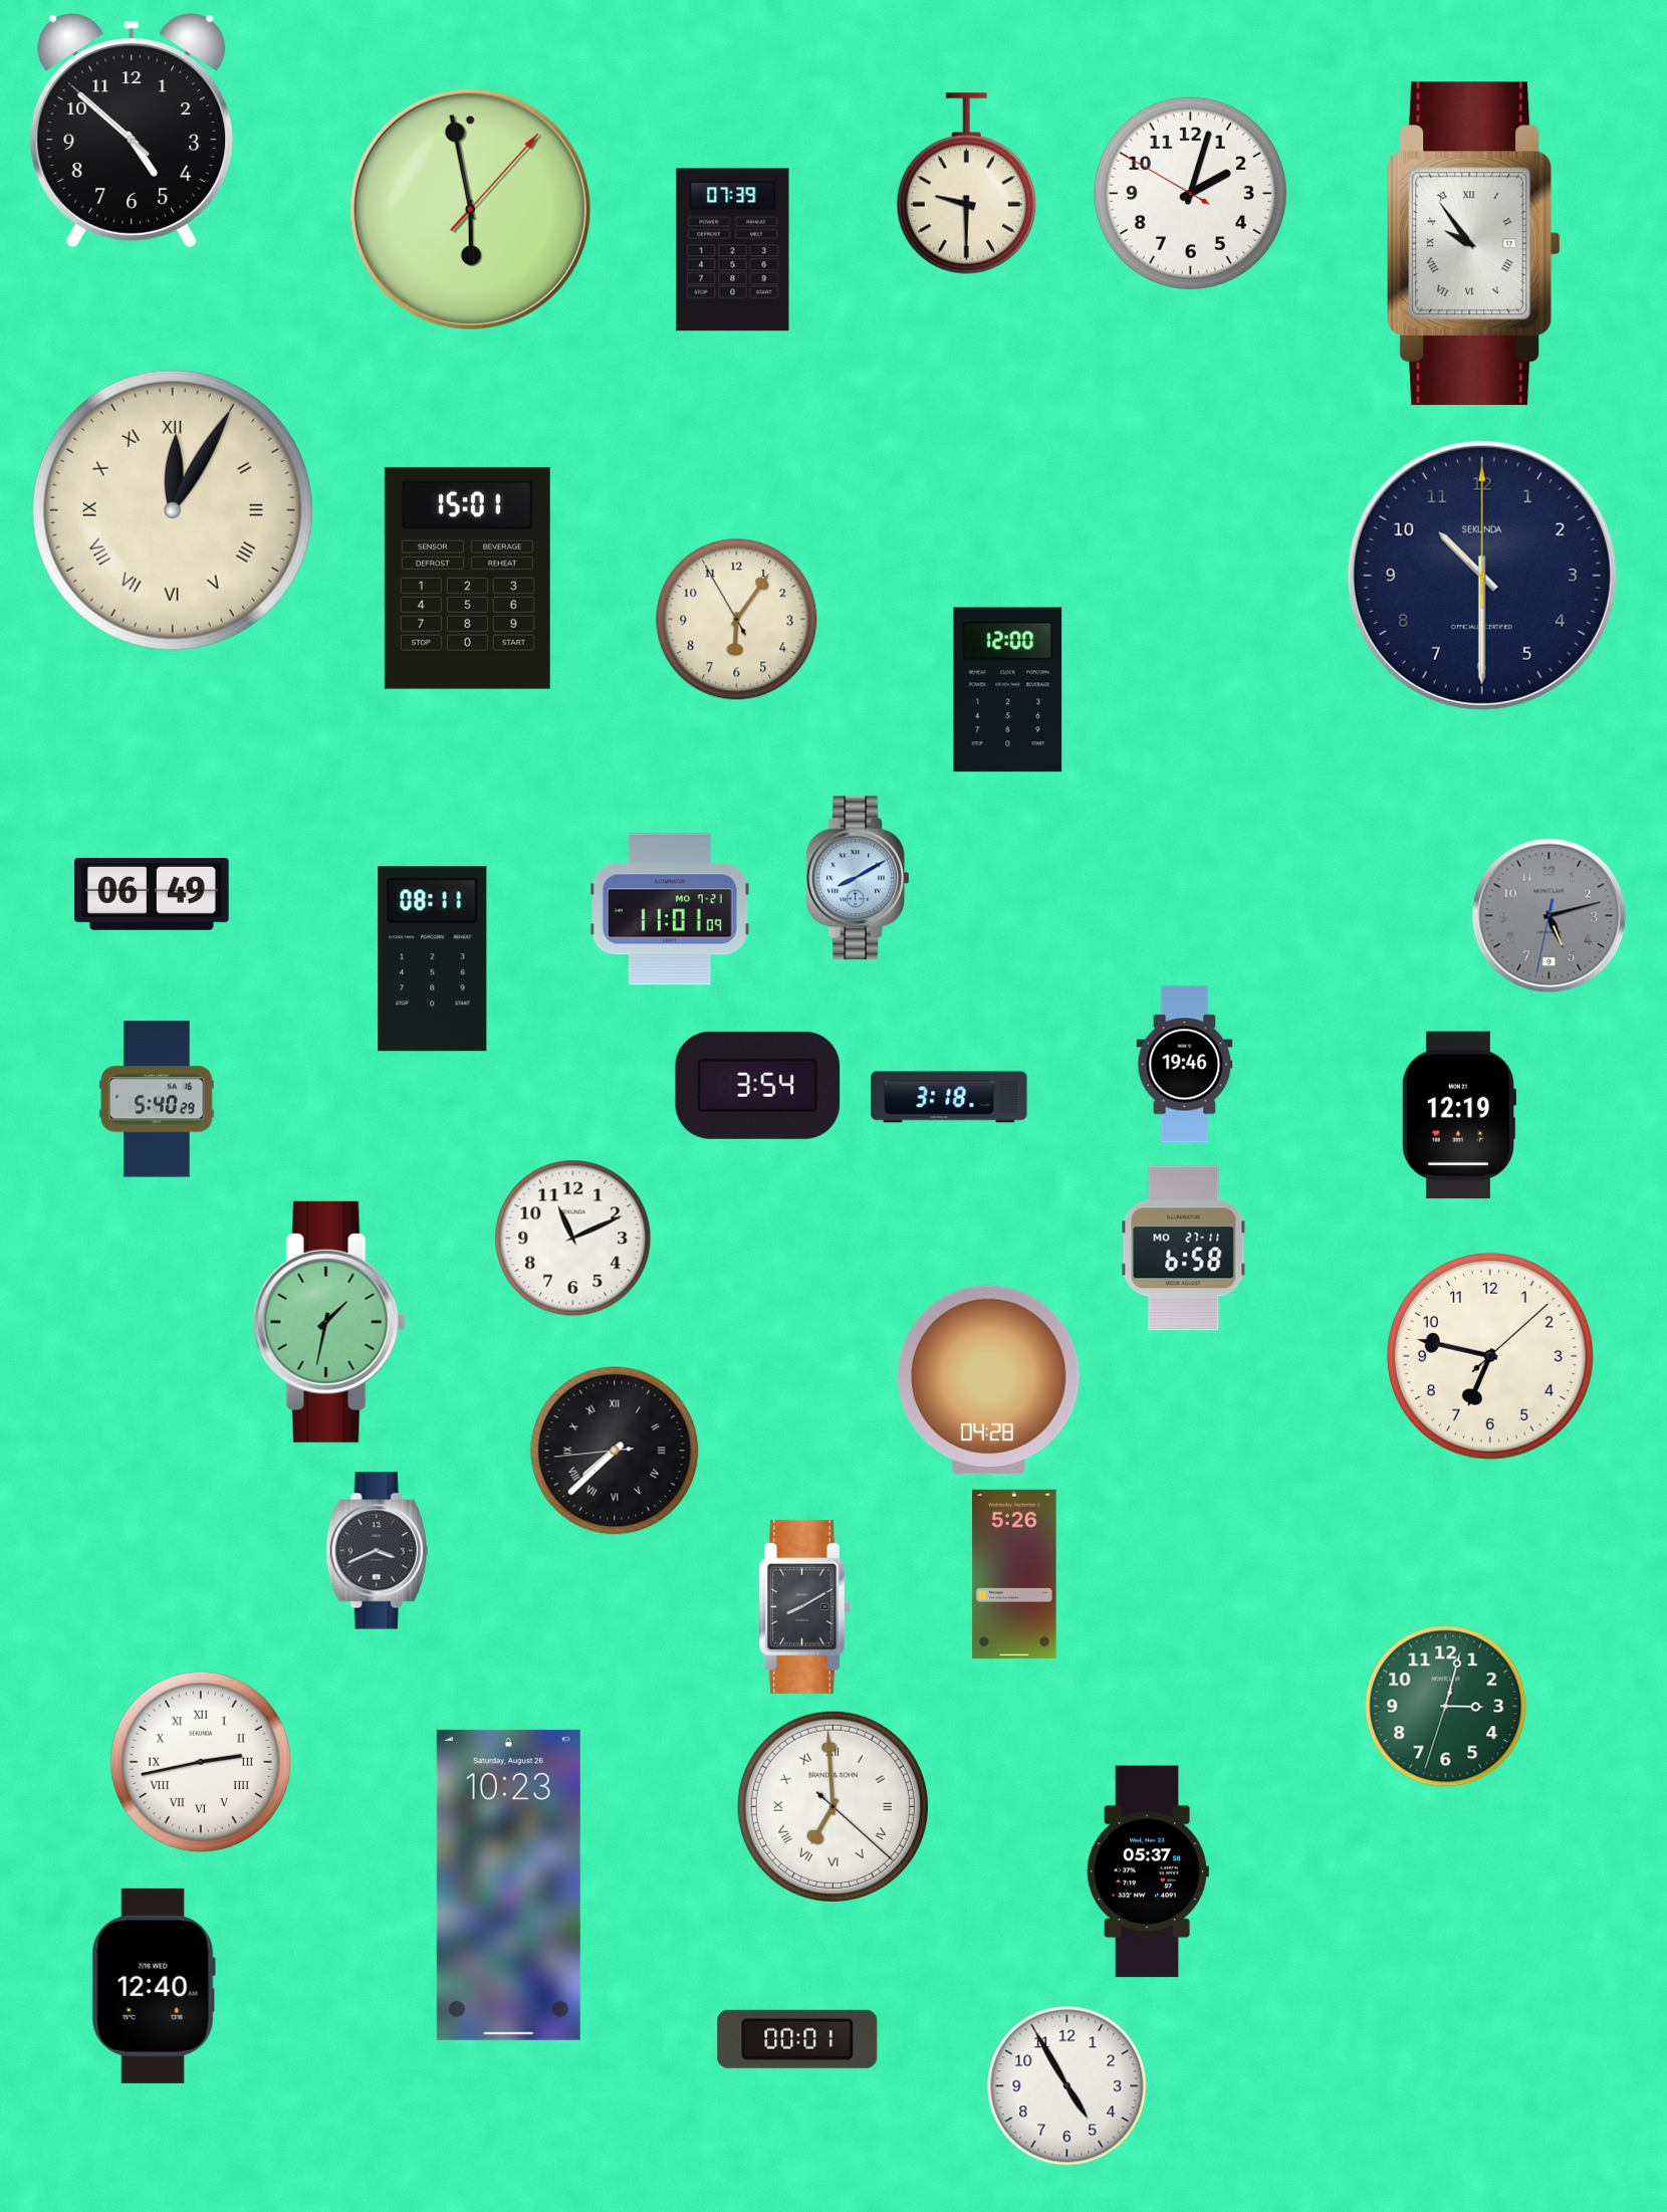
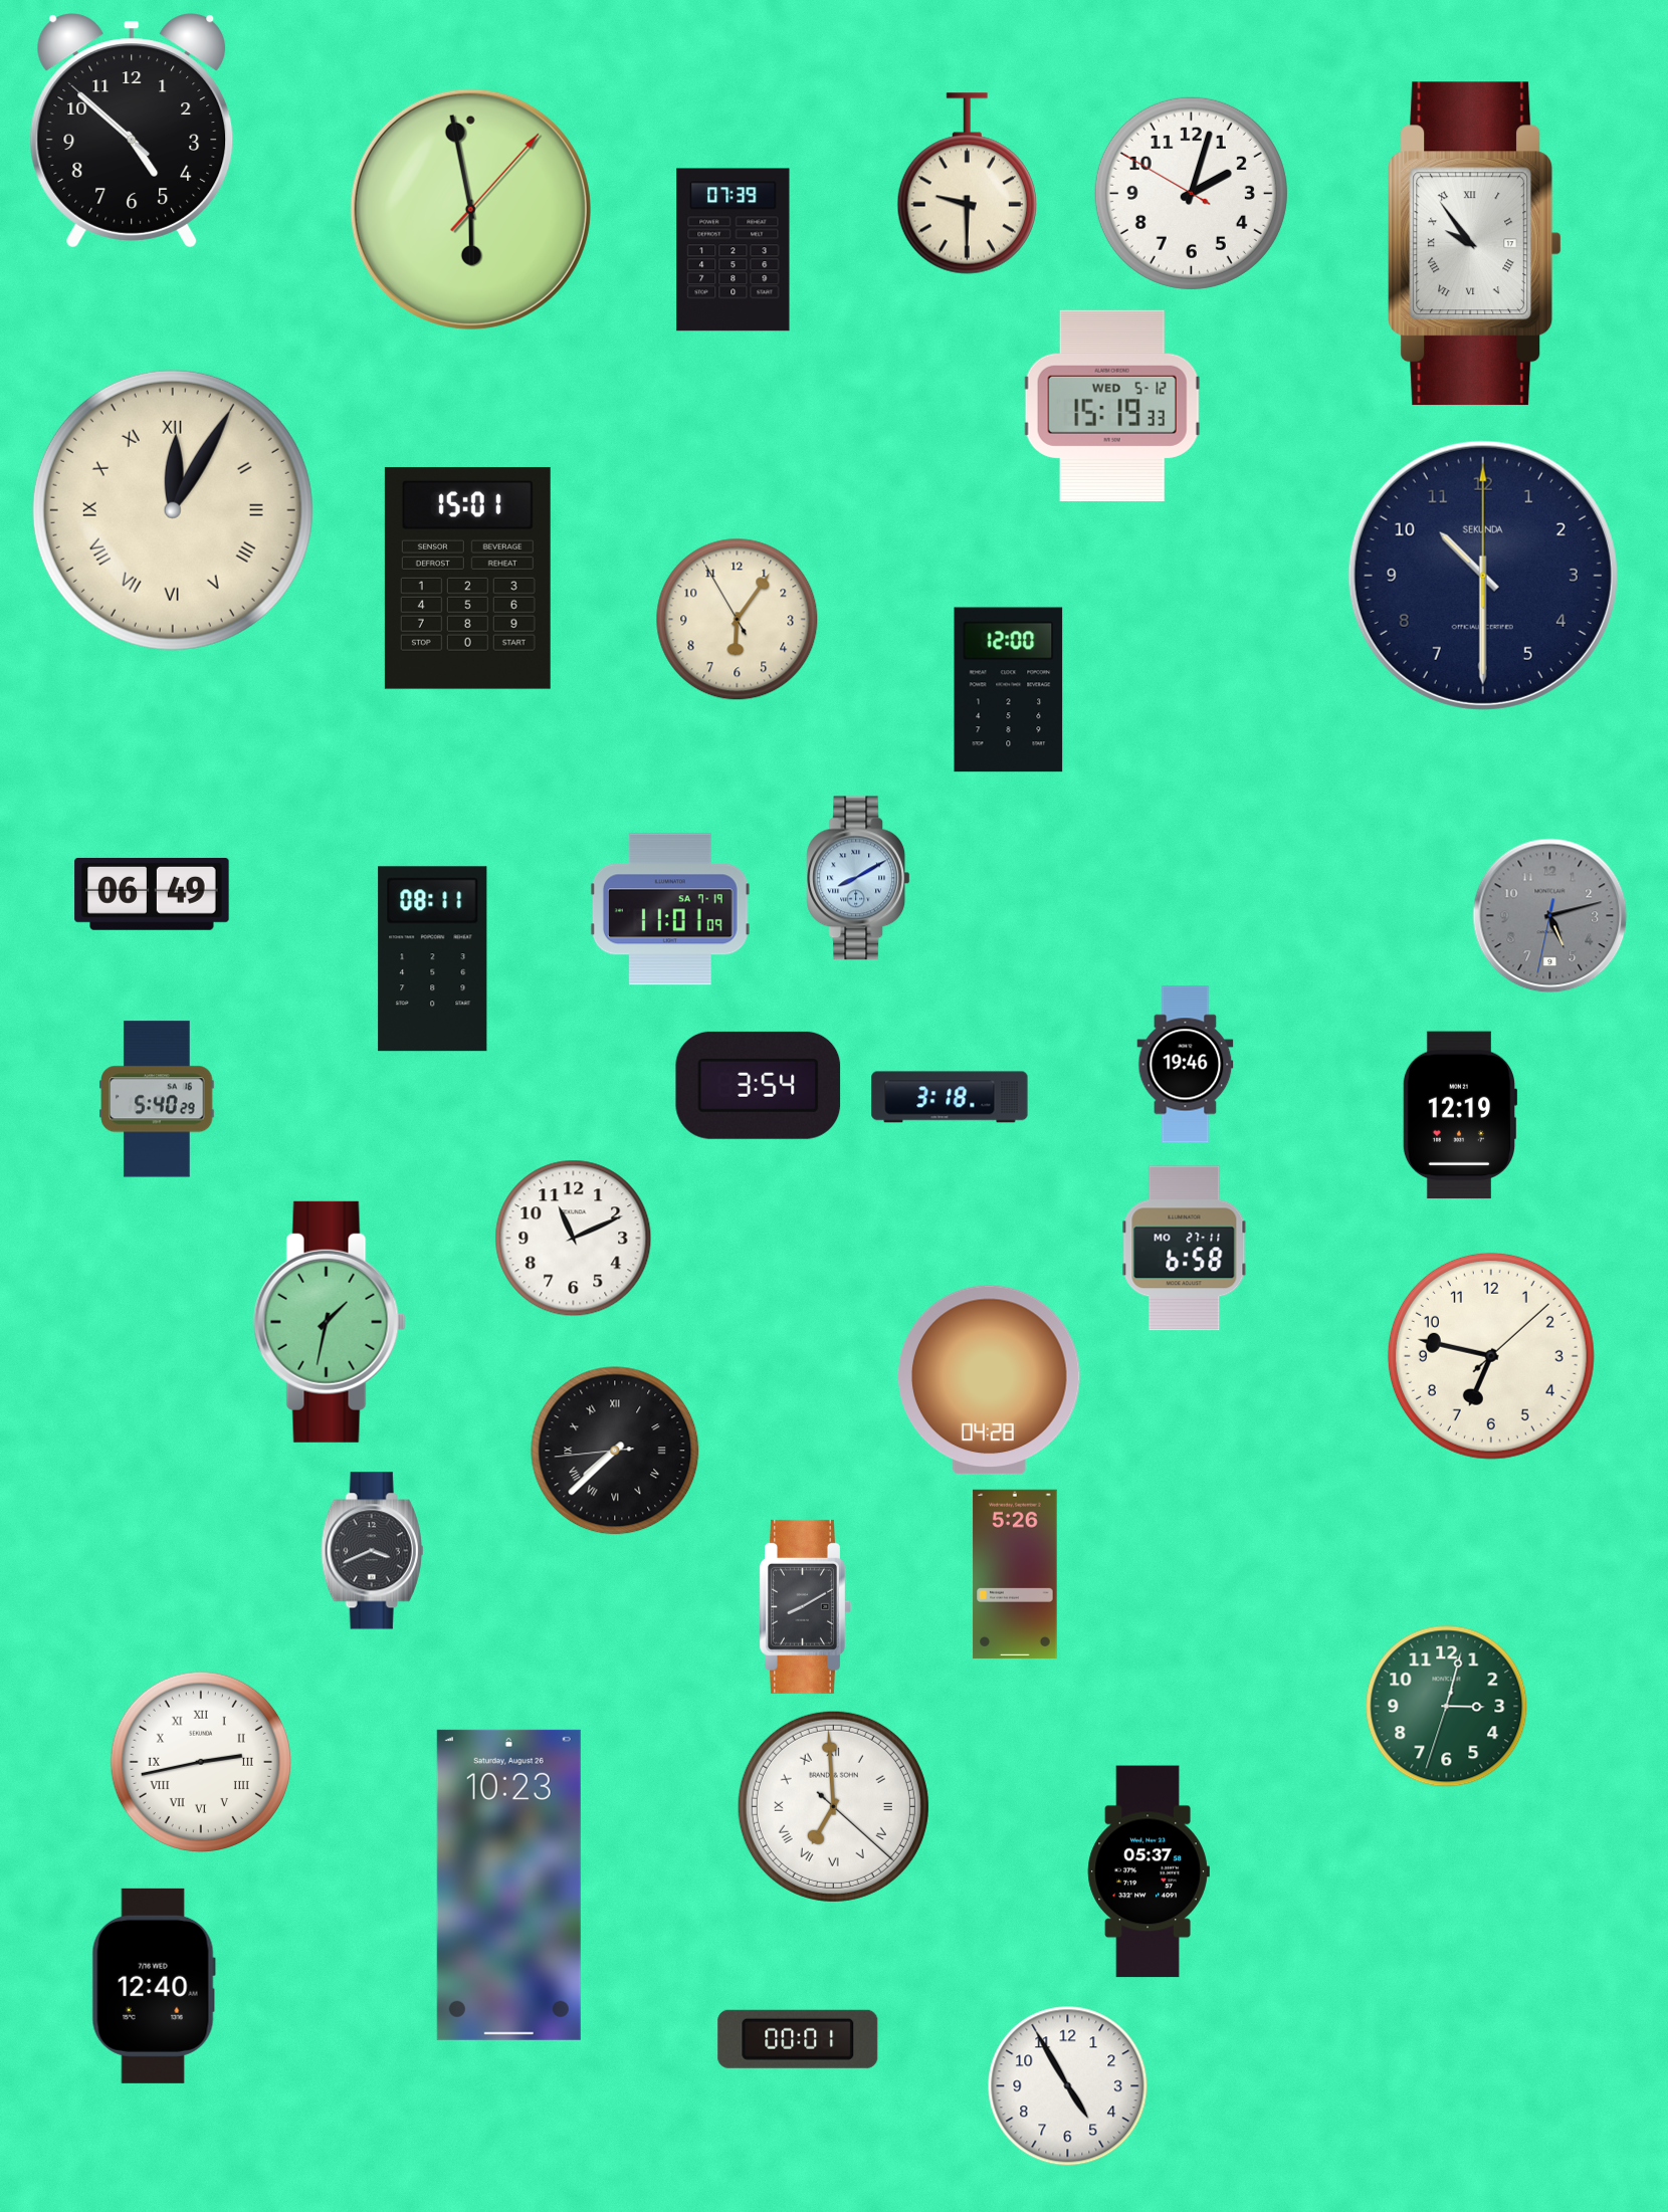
clock at (1112, 406): none -> 15:19
clock at (670, 909) date: MO 7-21 -> SA 7-19
clock at (378, 1551) position: (378, 1551) -> (373, 1551)
